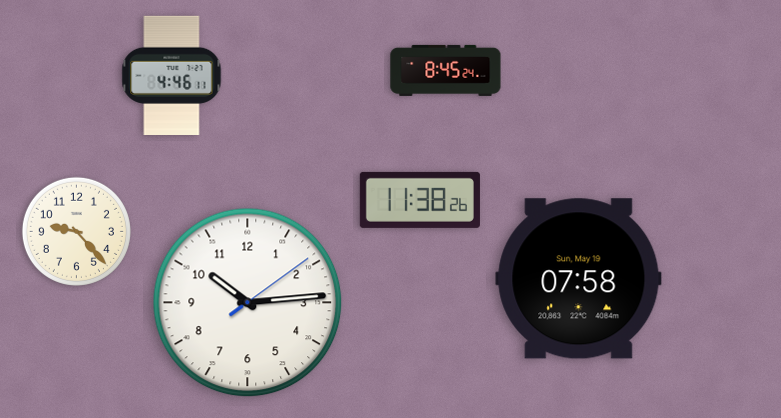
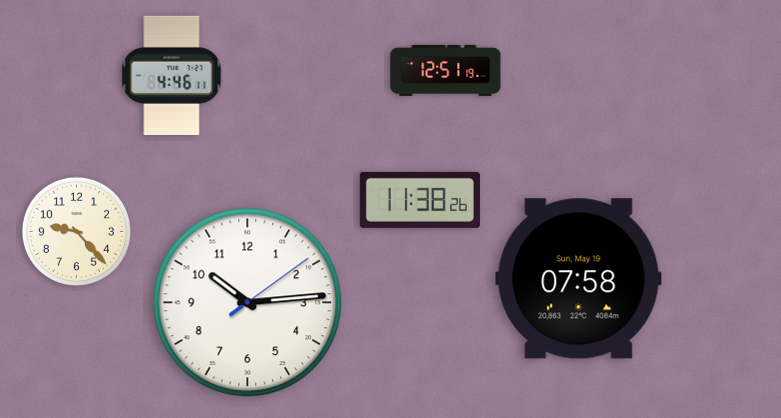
clock at (446, 70): 8:45 -> 12:51
